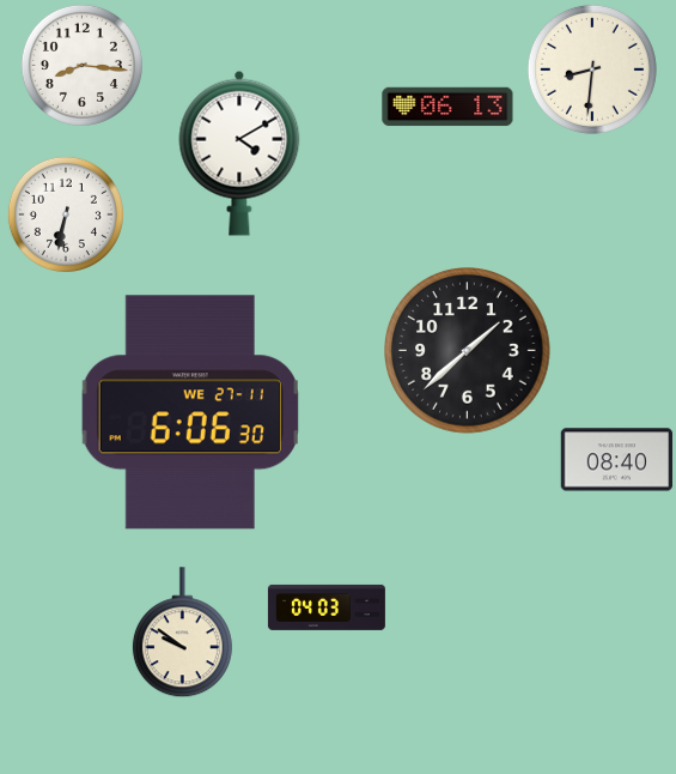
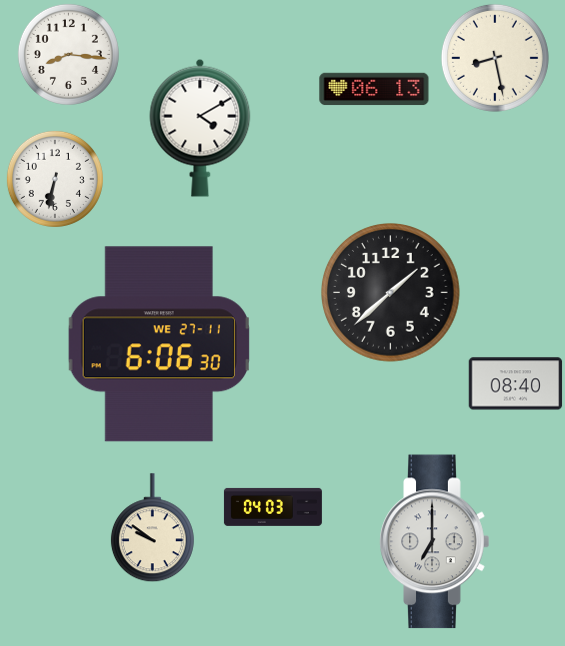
clock at (592, 69): 8:31 -> 8:28
clock at (435, 542): none -> 7:00
